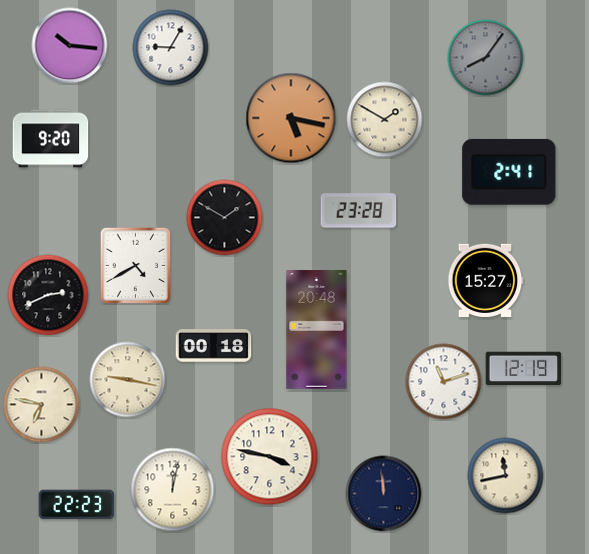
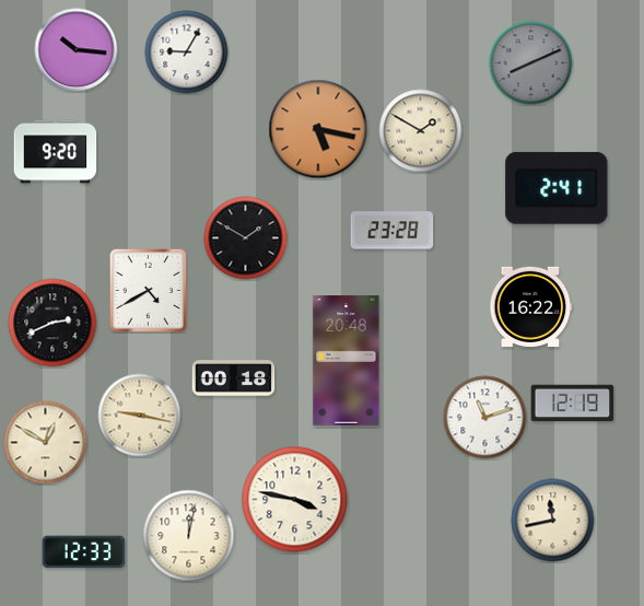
clock at (486, 58): 8:06 -> 8:11
clock at (486, 280): 15:27 -> 16:22
clock at (42, 405): 6:47 -> 12:50
clock at (384, 494): 11:59 -> none
clock at (77, 505): 22:23 -> 12:33
